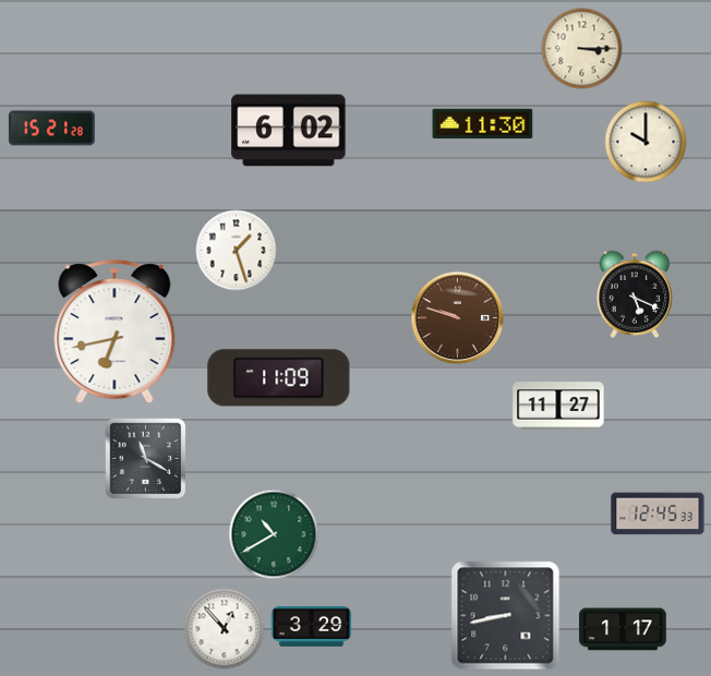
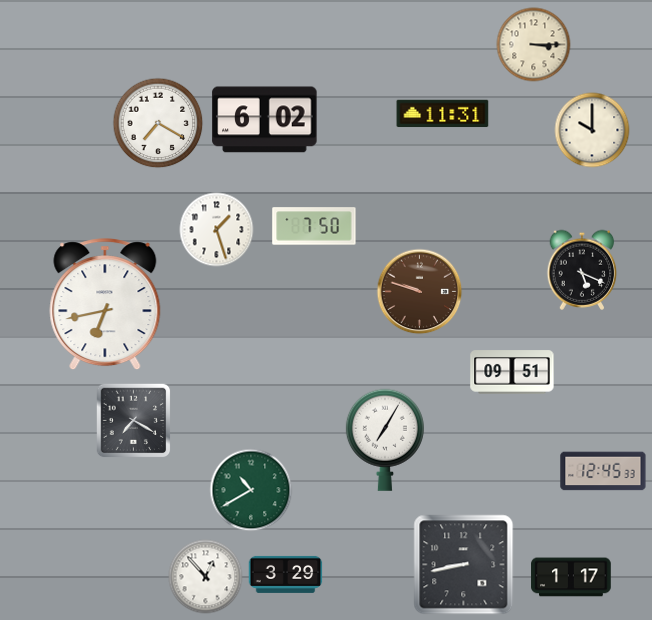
clock at (483, 124): 11:30 -> 11:31
clock at (51, 129): 15:21 -> none
clock at (158, 123): none -> 7:20
clock at (314, 226): none -> 7:50
clock at (279, 378): 11:09 -> none
clock at (558, 406): 11:27 -> 09:51
clock at (146, 459): 11:20 -> 7:20
clock at (385, 440): none -> 7:05
